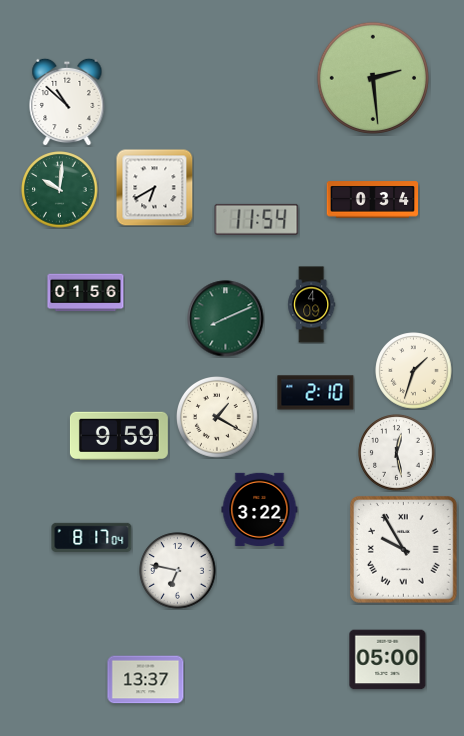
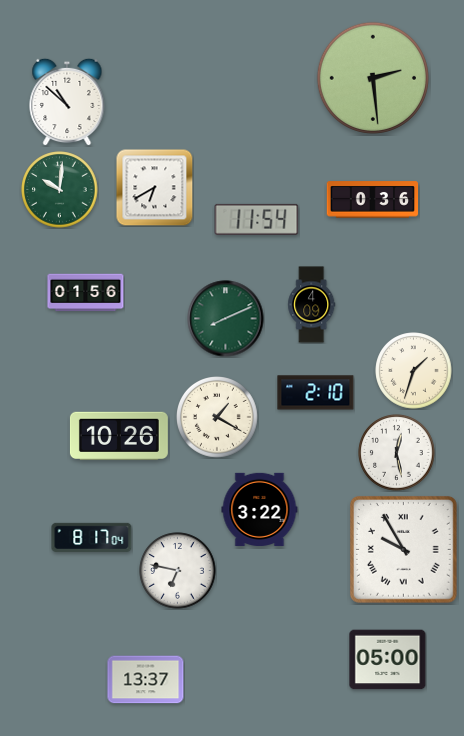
clock at (373, 200): 0:34 -> 0:36
clock at (119, 436): 9:59 -> 10:26
